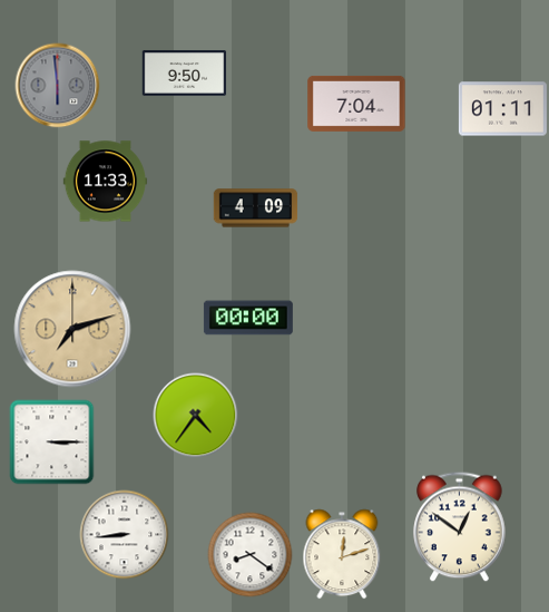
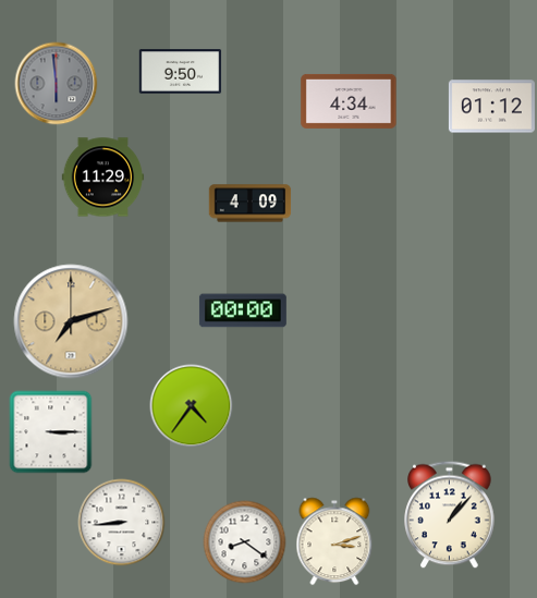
clock at (356, 104): 7:04 -> 4:34
clock at (502, 109): 01:11 -> 01:12
clock at (106, 182): 11:33 -> 11:29
clock at (460, 527): 12:51 -> 1:07
clock at (342, 554): 12:12 -> 3:12
